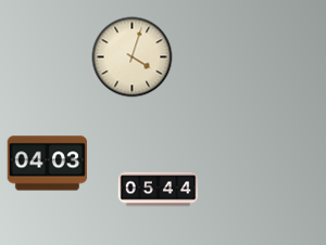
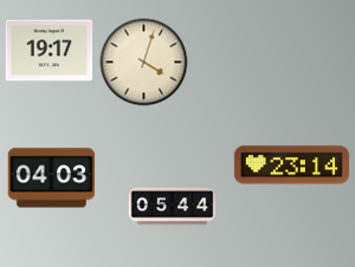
clock at (50, 51): none -> 19:17
clock at (291, 165): none -> 23:14
